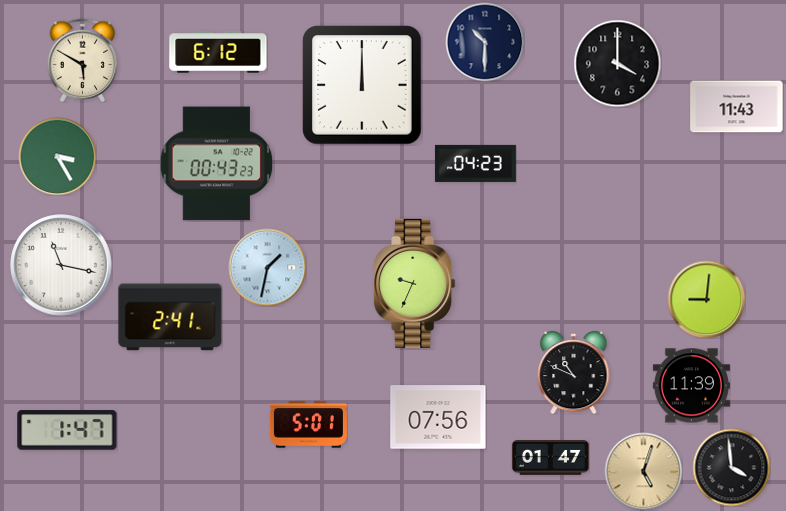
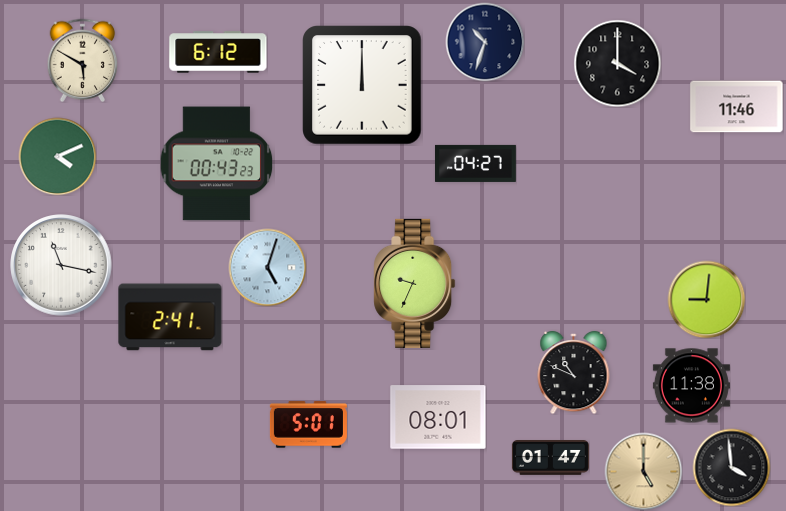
clock at (485, 42): 10:30 -> 10:33
clock at (737, 107): 11:43 -> 11:46
clock at (57, 156): 3:25 -> 4:11
clock at (475, 163): 04:23 -> 04:27
clock at (267, 267): 1:32 -> 5:03
clock at (691, 386): 11:39 -> 11:38
clock at (438, 417): 07:56 -> 08:01
clock at (67, 430): 1:47 -> none
clock at (643, 471): 5:03 -> 5:00
